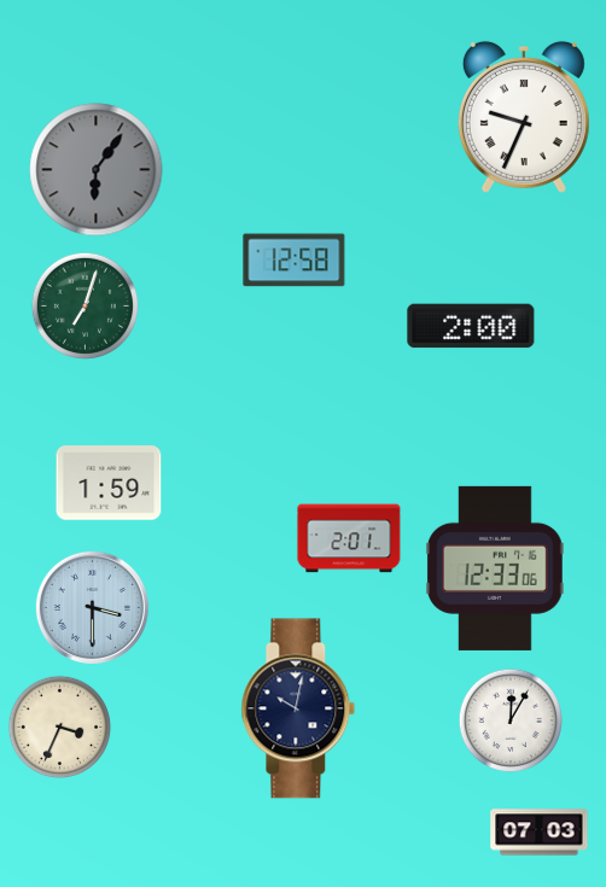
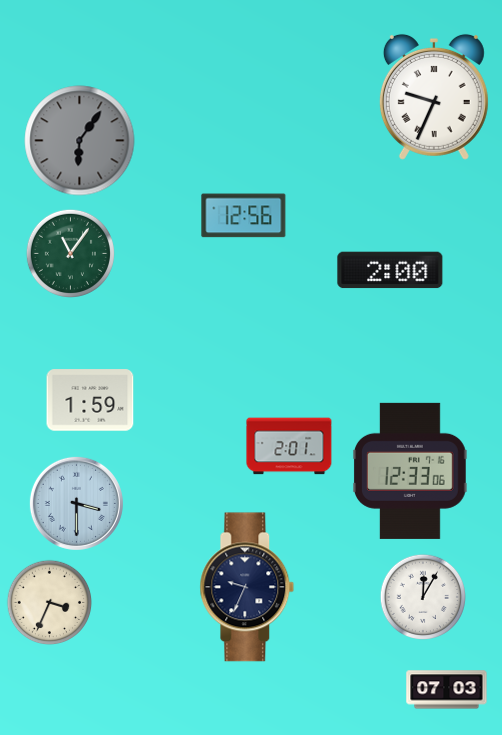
clock at (295, 261): 12:58 -> 12:56
clock at (85, 305): 7:03 -> 11:06
clock at (298, 708): 10:02 -> 9:34
